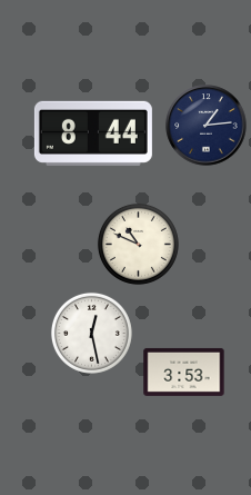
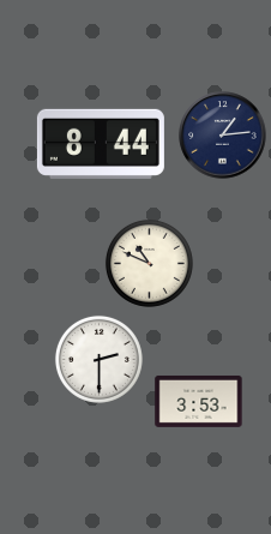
clock at (91, 333): 12:28 -> 2:30
